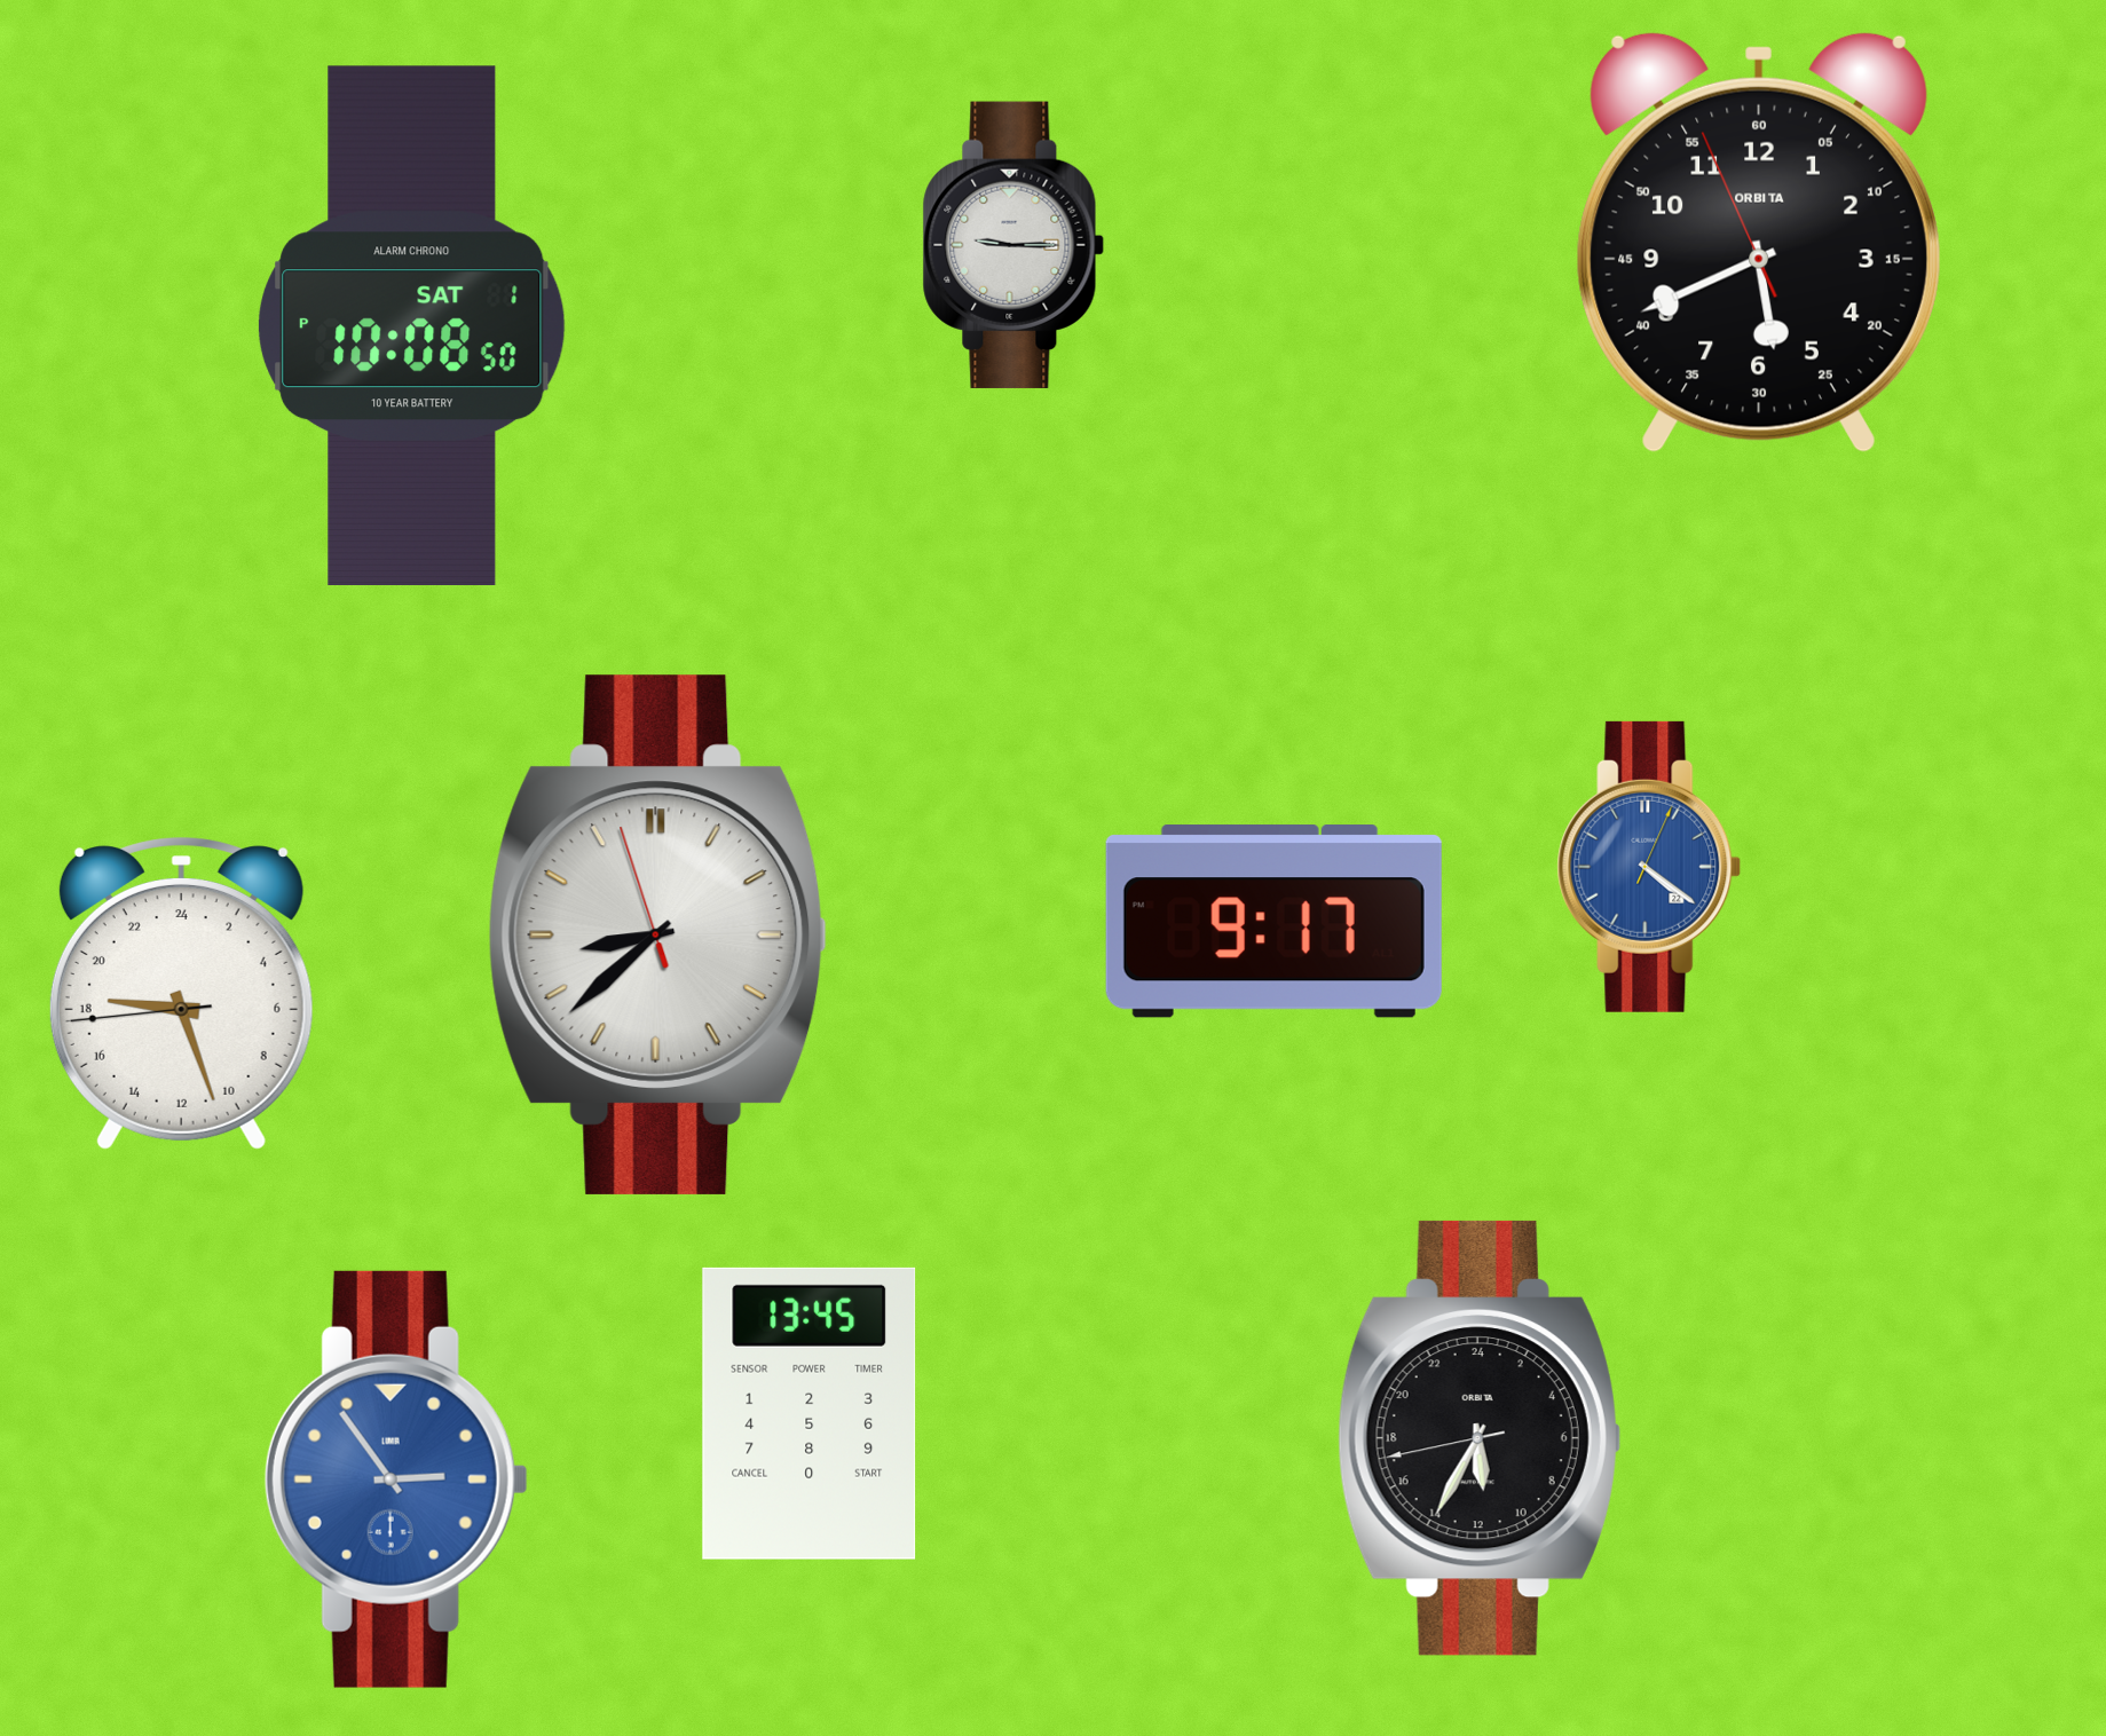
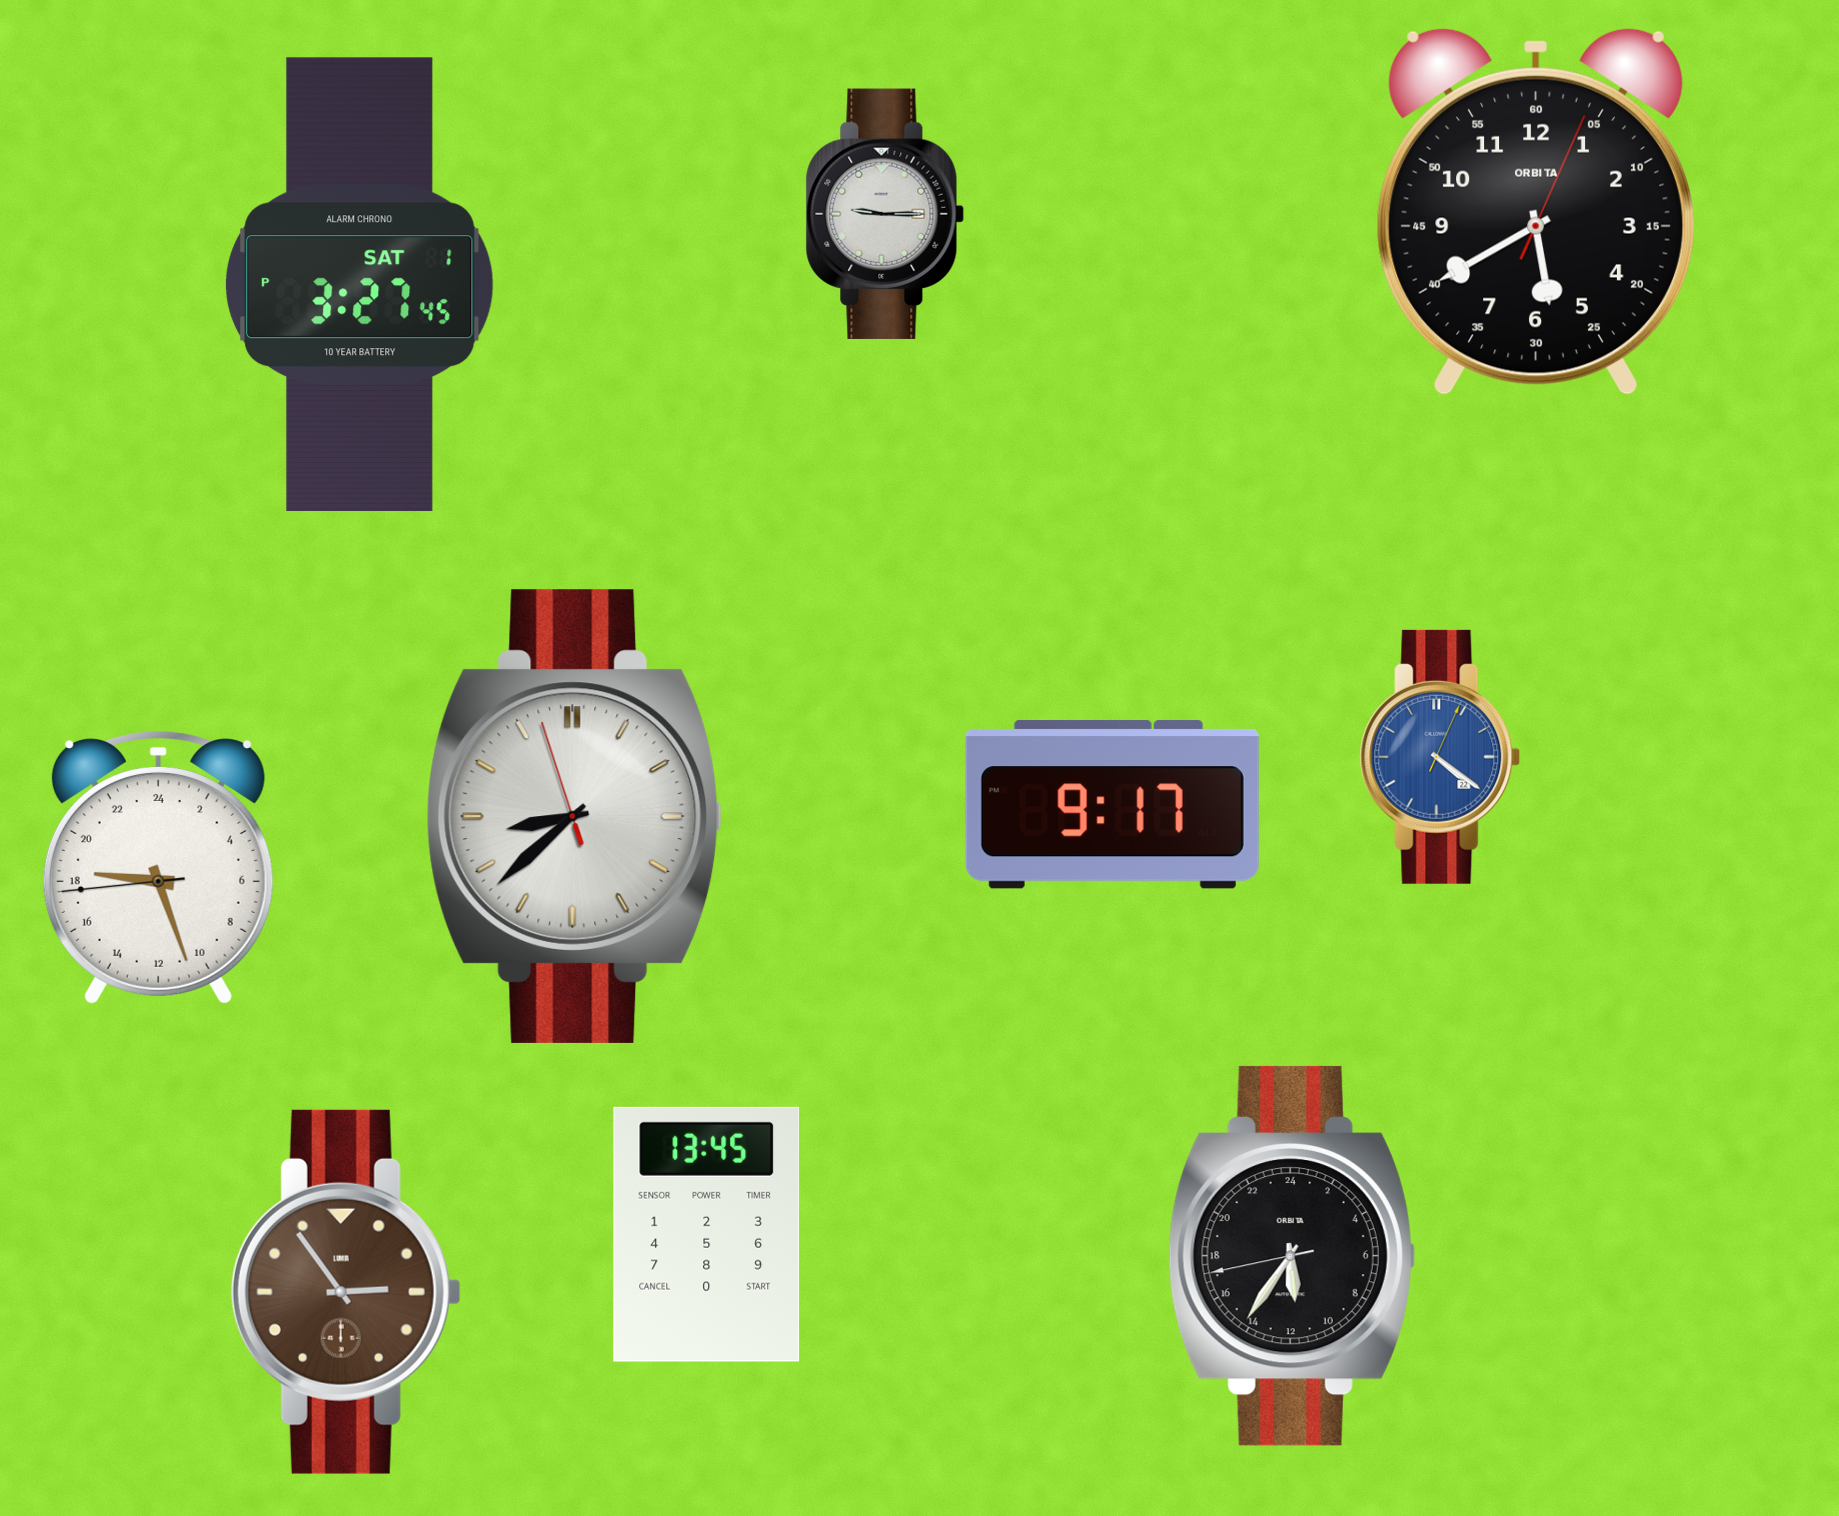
clock at (1759, 243): 5:40:56 -> 5:40:04
clock at (412, 325): 10:08 -> 3:27
clock at (1480, 1438): 11:34 -> 11:35
clock at (396, 1479) dial: blue -> brown
